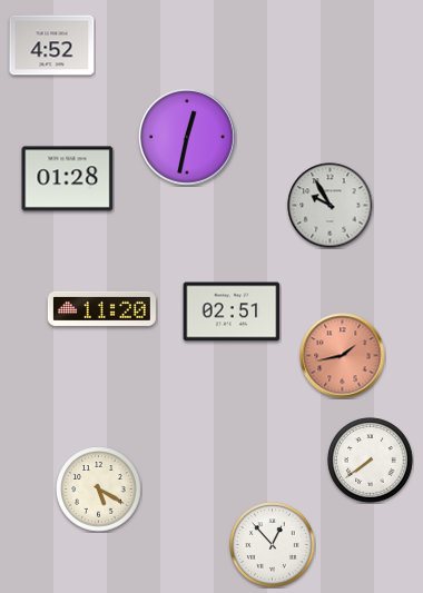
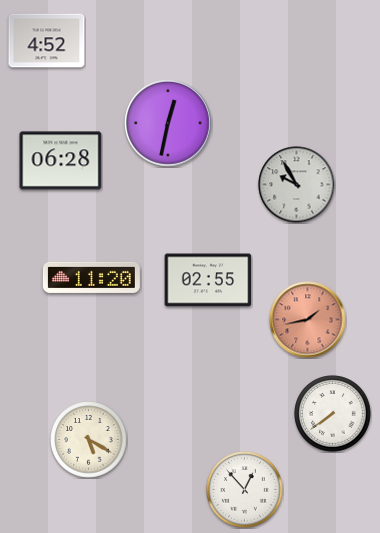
clock at (68, 179): 01:28 -> 06:28
clock at (232, 312): 02:51 -> 02:55
